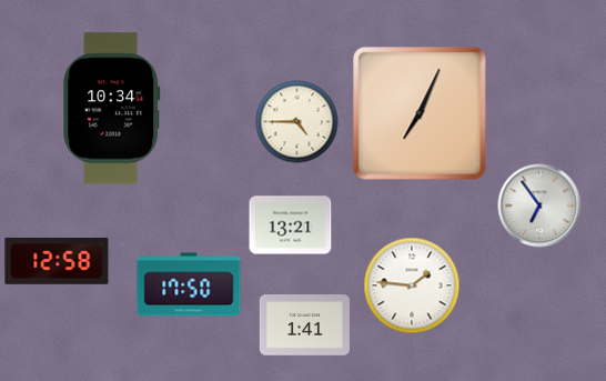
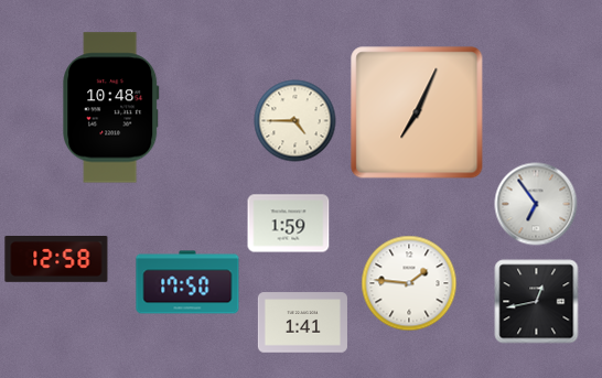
clock at (112, 109): 10:34 -> 10:48
clock at (291, 225): 13:21 -> 1:59
clock at (537, 302): none -> 12:43
